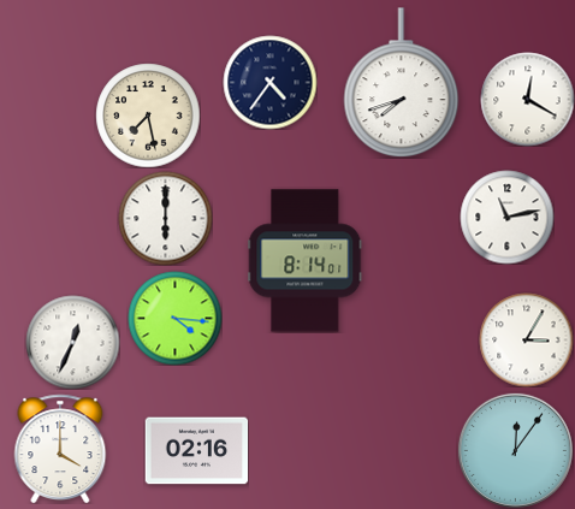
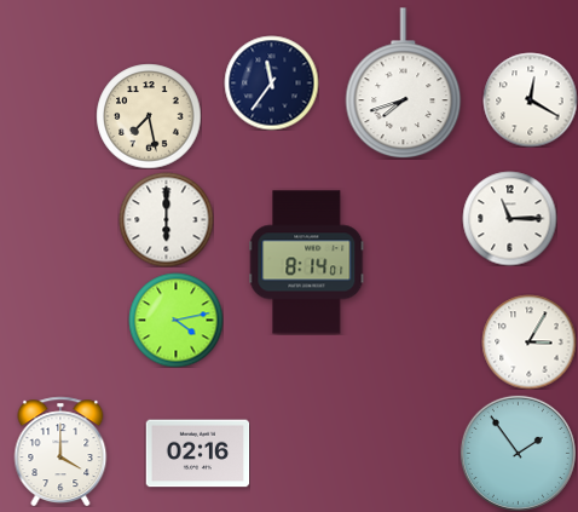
clock at (269, 82): 4:36 -> 11:36
clock at (506, 217): 11:13 -> 11:15
clock at (174, 318): 4:16 -> 4:13
clock at (72, 342): 12:34 -> none
clock at (515, 450): 12:06 -> 1:54
